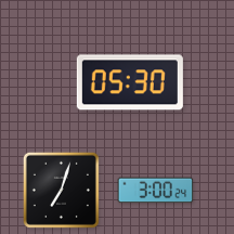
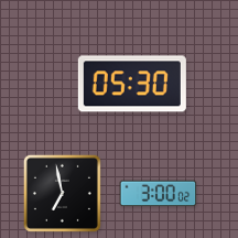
clock at (61, 190): 7:03 -> 6:58
clock at (156, 191): 3:00:24 -> 3:00:02
